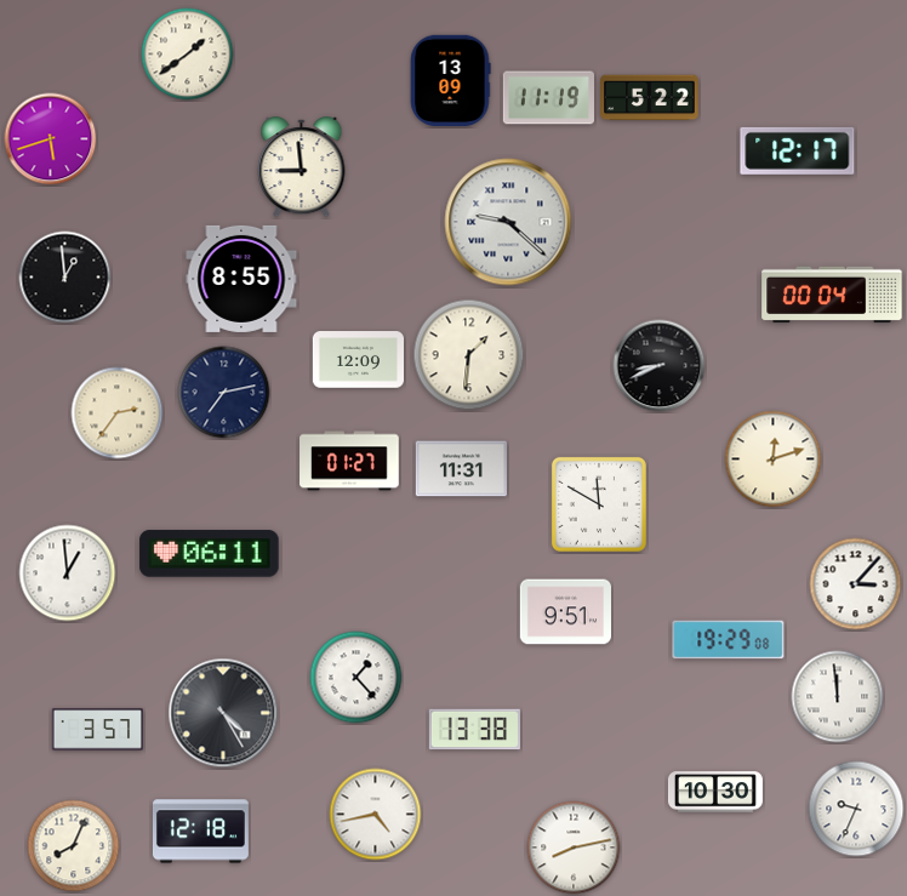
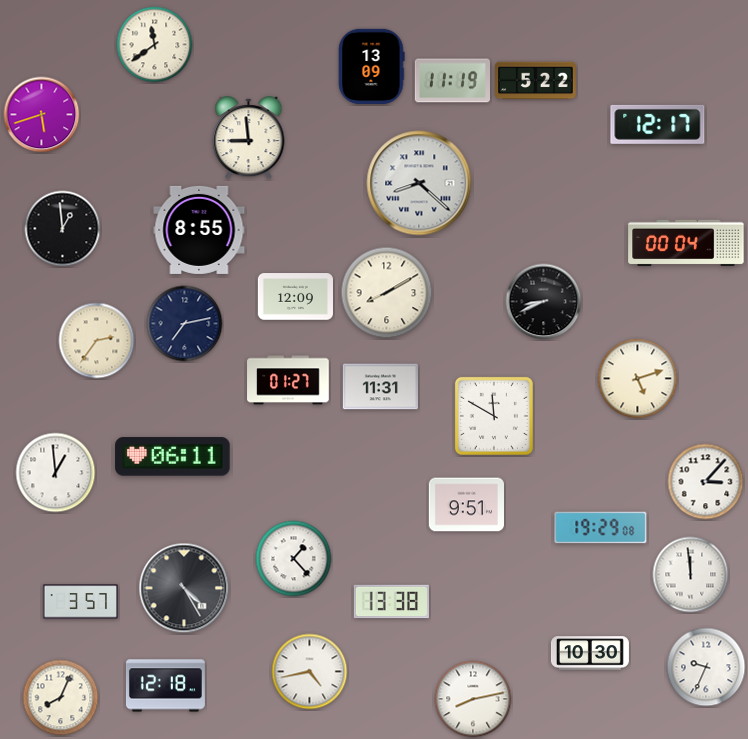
clock at (188, 55): 1:39 -> 11:39
clock at (508, 222): 9:22 -> 8:22
clock at (65, 278) position: (65, 278) -> (63, 229)
clock at (469, 355): 1:31 -> 8:10
clock at (774, 460): 12:12 -> 5:12
